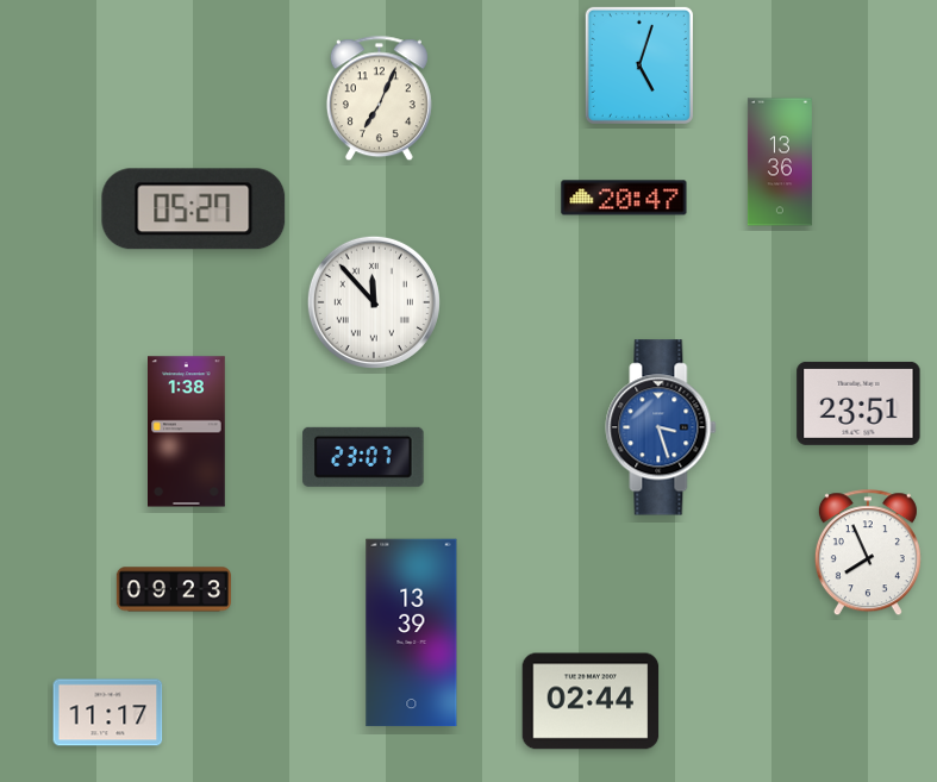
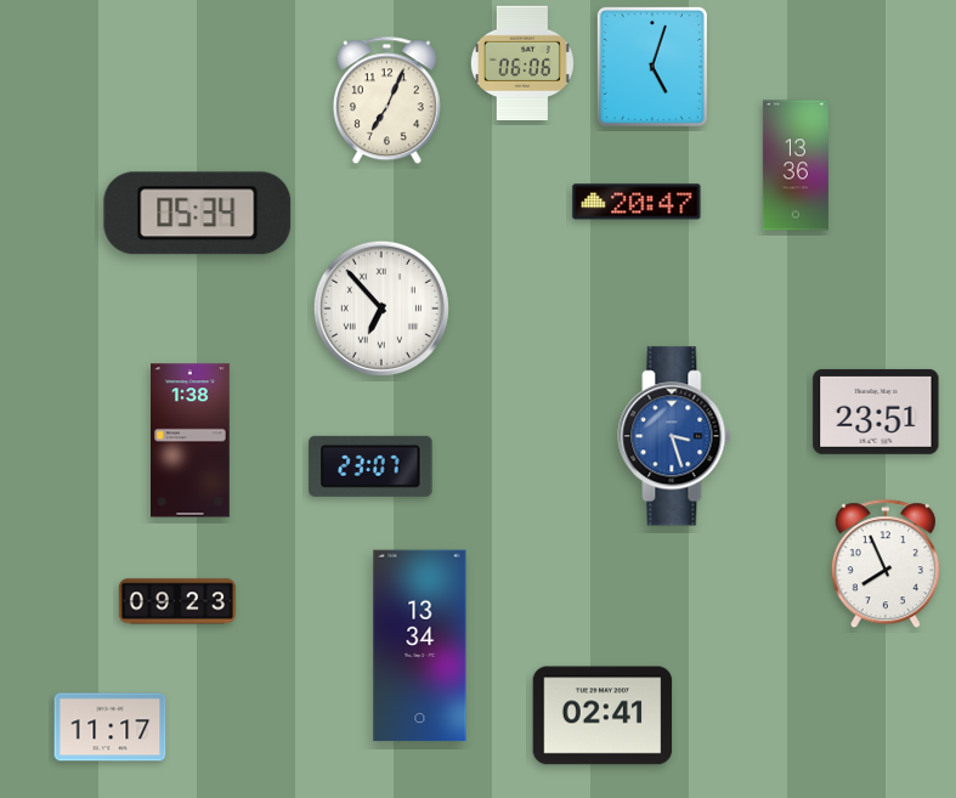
clock at (522, 62): none -> 06:06
clock at (194, 209): 05:27 -> 05:34
clock at (374, 302): 11:53 -> 6:53
clock at (412, 633): 13:39 -> 13:34
clock at (591, 701): 02:44 -> 02:41
